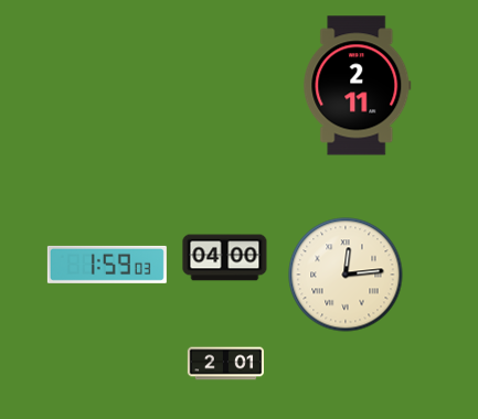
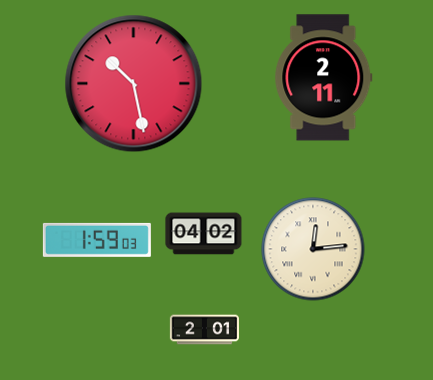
clock at (134, 84): none -> 10:28
clock at (225, 258): 04:00 -> 04:02
